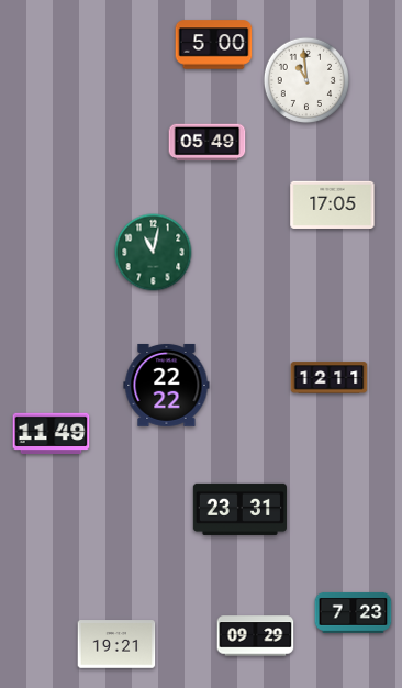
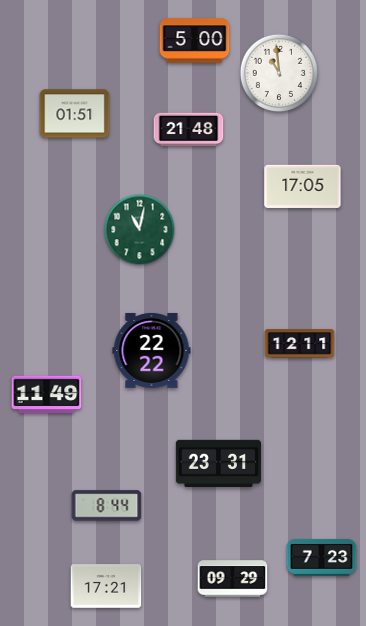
clock at (75, 114): none -> 01:51
clock at (208, 143): 05:49 -> 21:48
clock at (107, 506): none -> 8:44
clock at (116, 644): 19:21 -> 17:21
